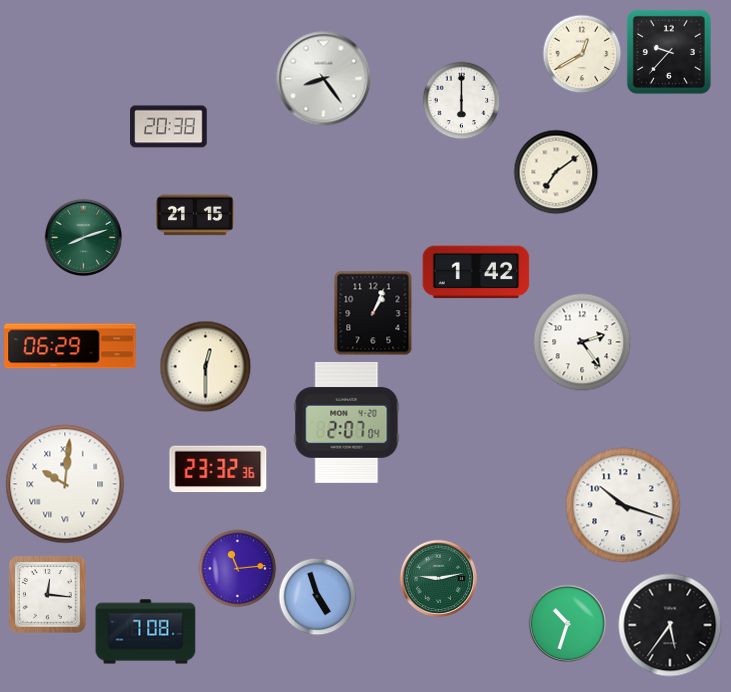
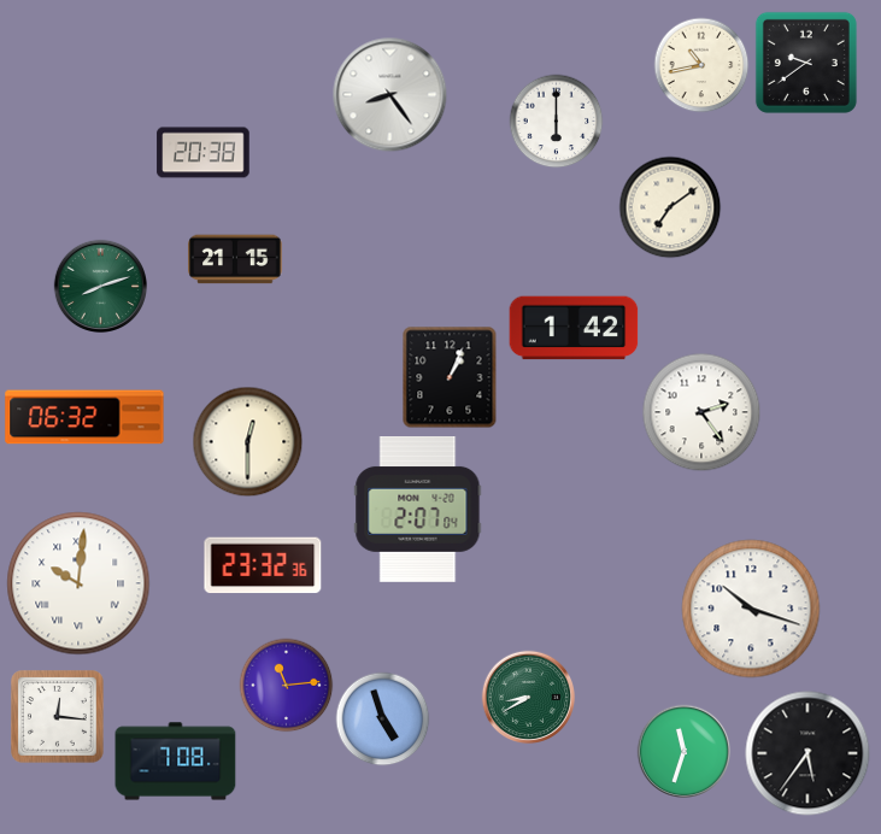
clock at (669, 52): 9:37 -> 9:39
clock at (582, 54): 12:40 -> 10:43
clock at (70, 346): 06:29 -> 06:32
clock at (438, 578): 9:13 -> 8:40
clock at (567, 623): 10:33 -> 11:33
